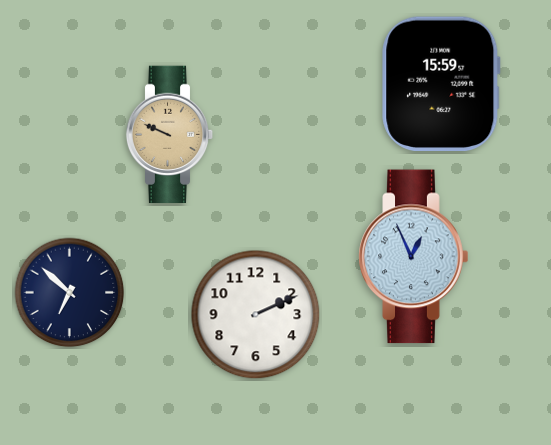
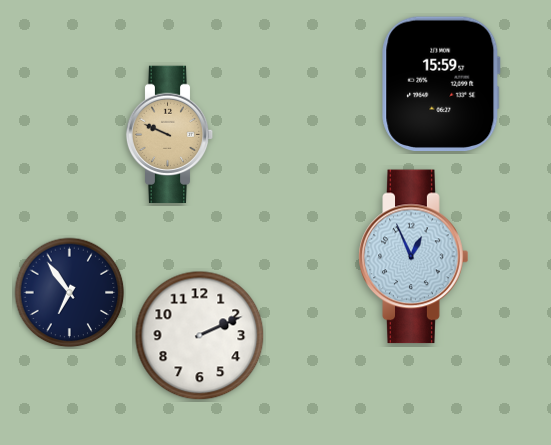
clock at (70, 293): 6:52 -> 6:54
clock at (256, 315) position: (256, 315) -> (200, 336)
